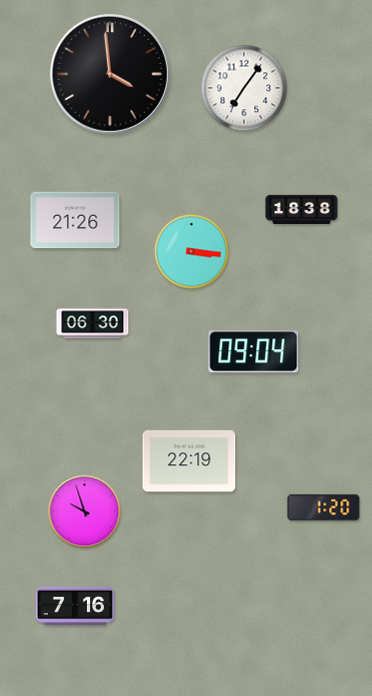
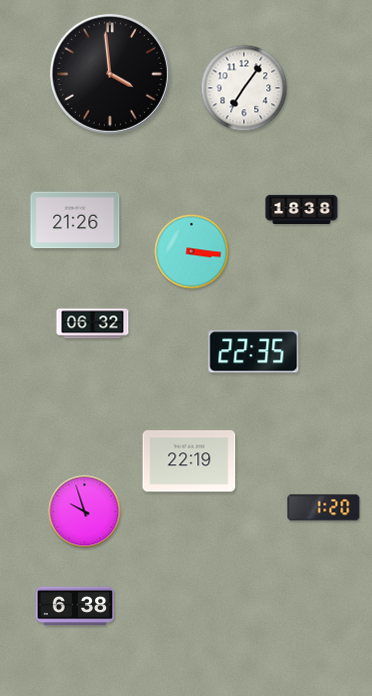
clock at (93, 324): 06:30 -> 06:32
clock at (254, 352): 09:04 -> 22:35
clock at (75, 606): 7:16 -> 6:38
